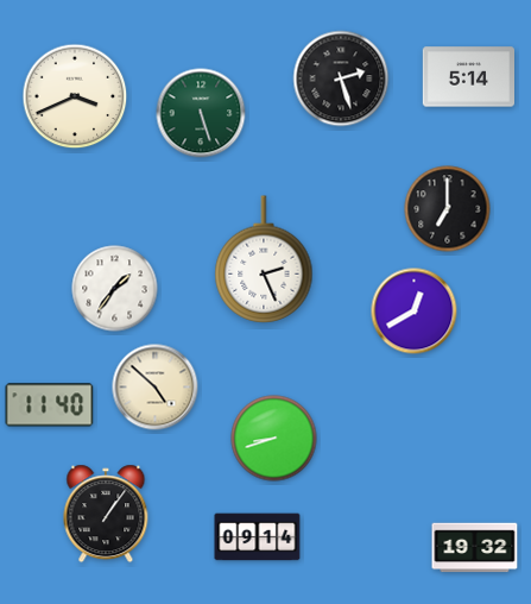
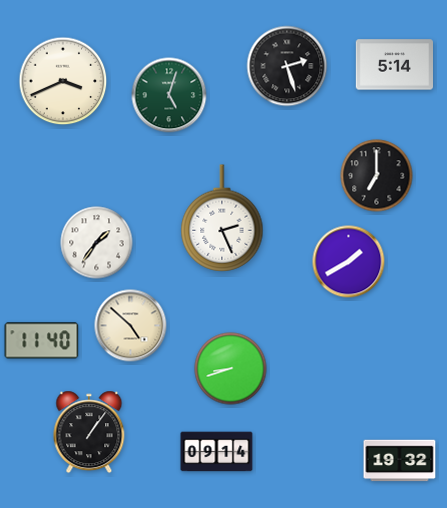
clock at (201, 113): 5:27 -> 5:03
clock at (415, 312): 12:40 -> 1:40
